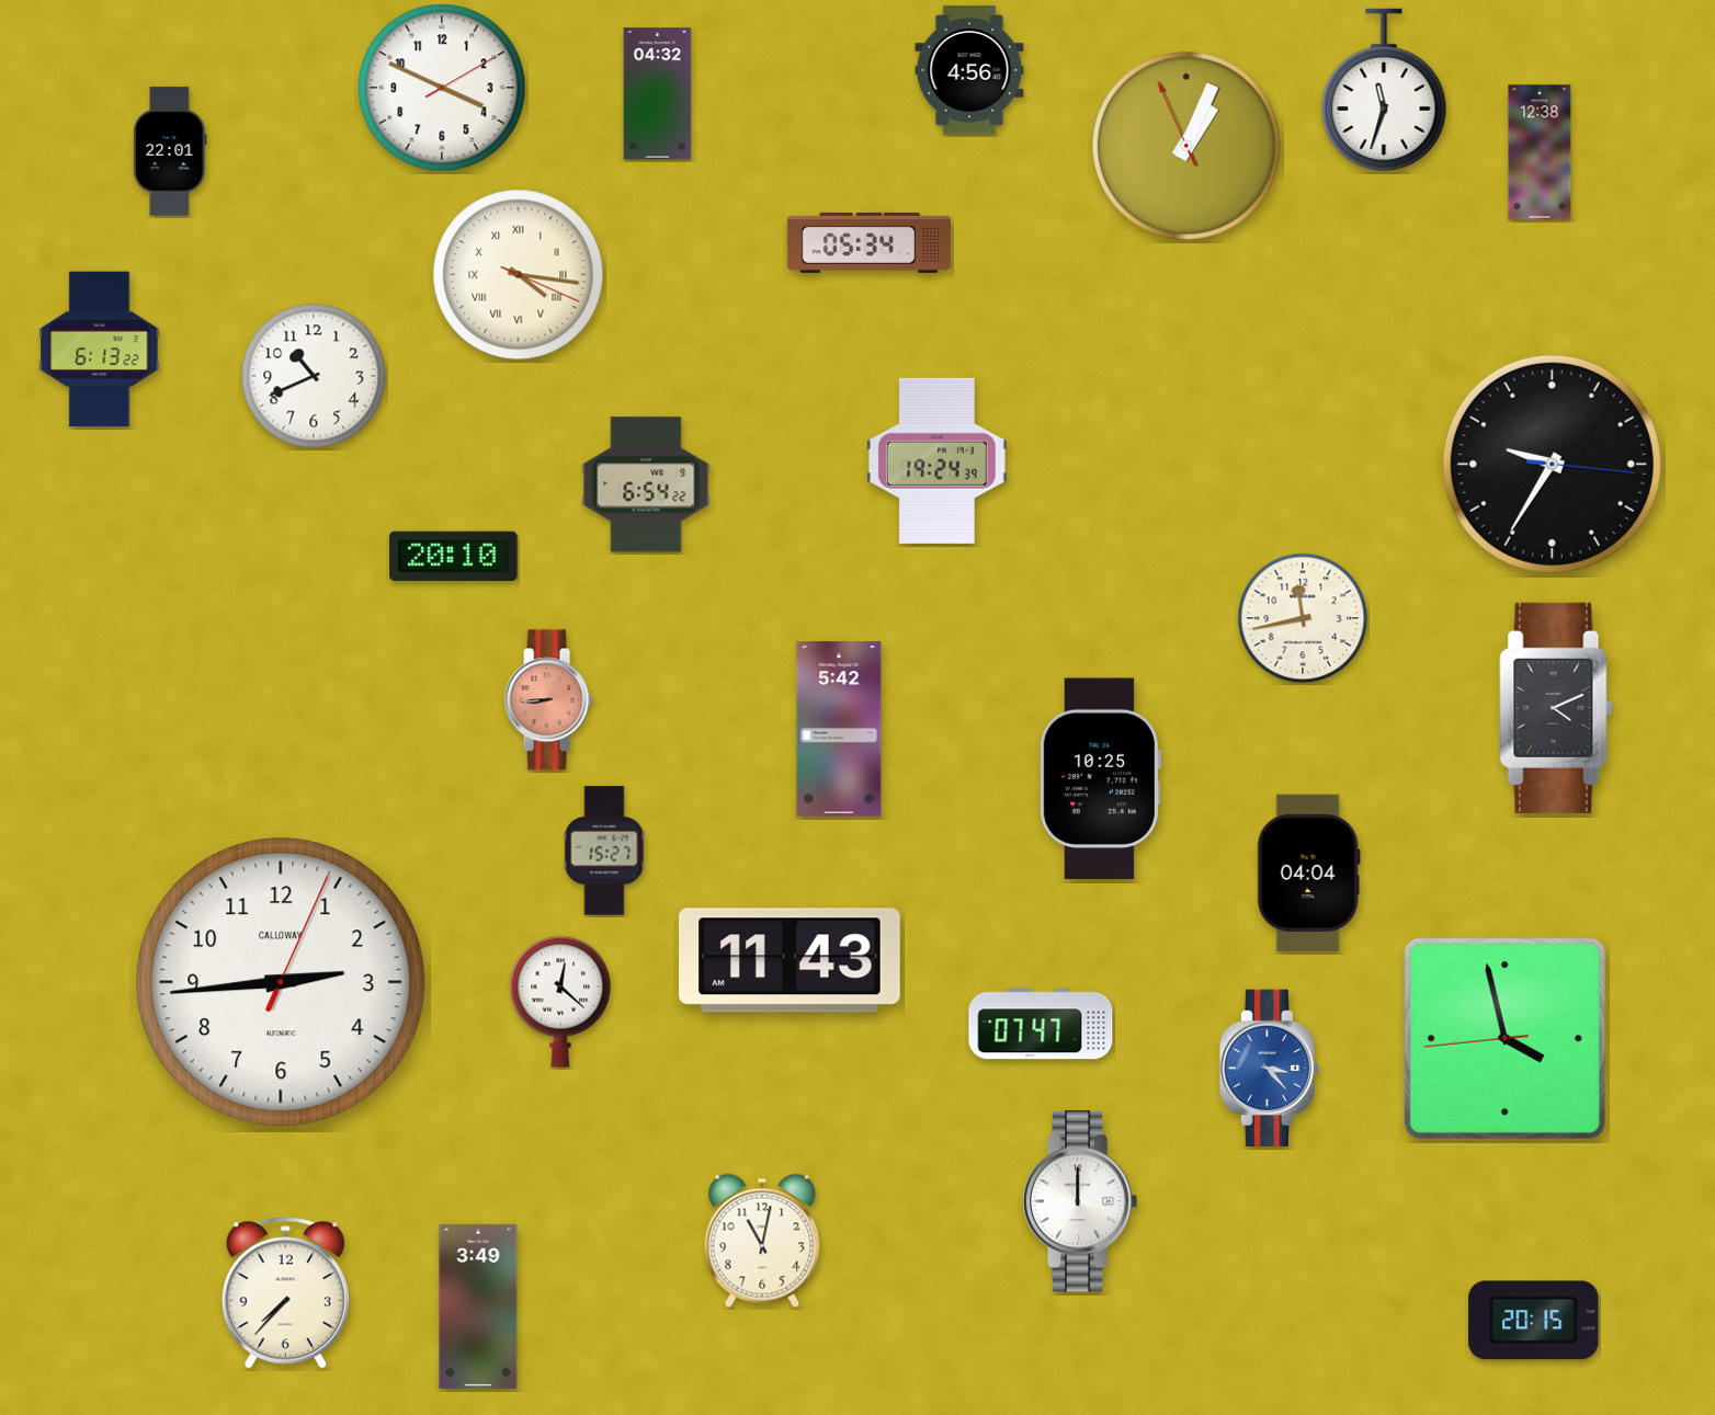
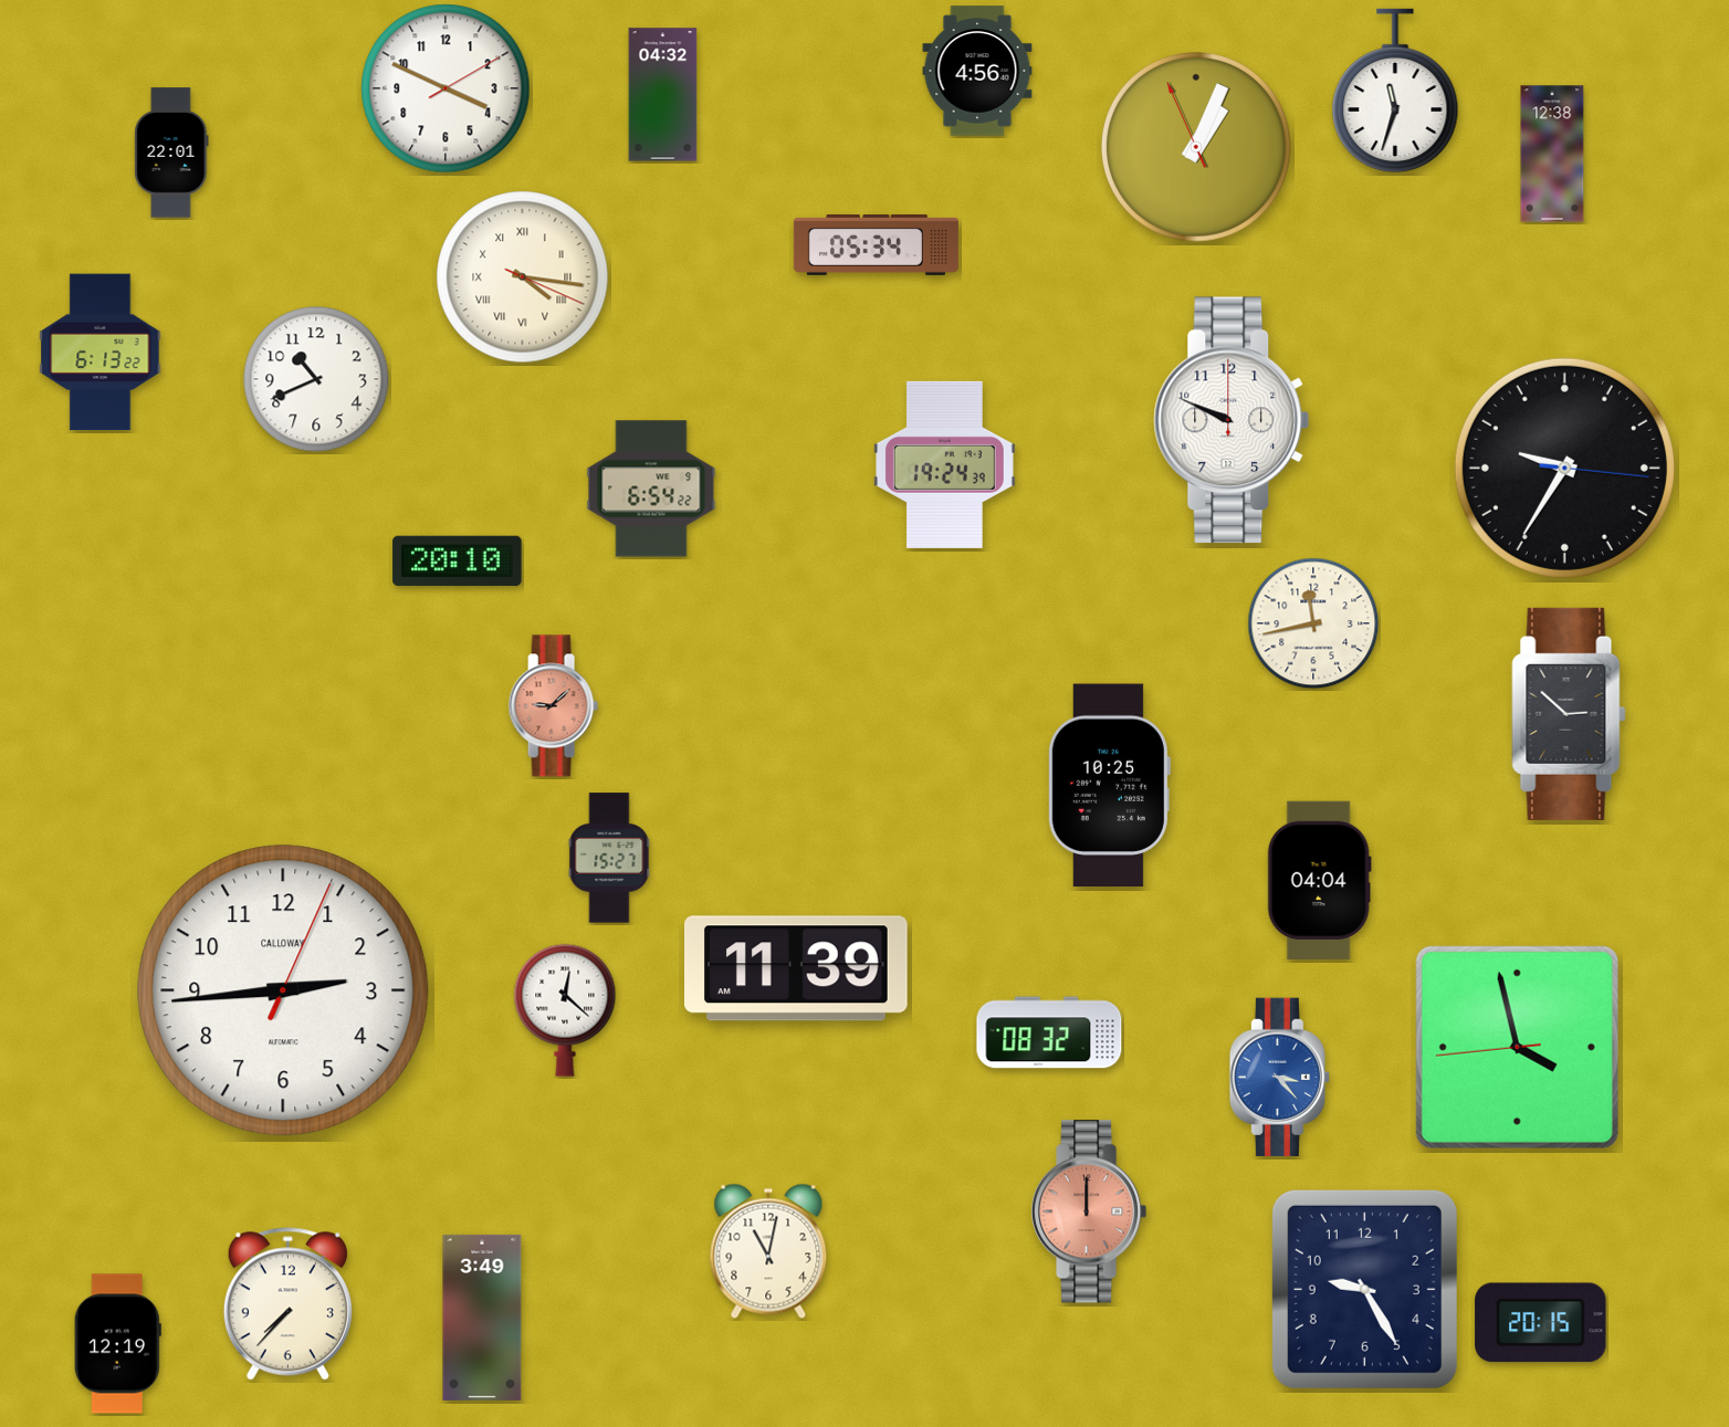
clock at (1232, 420): none -> 9:49
clock at (548, 700): 8:44 -> 9:08
clock at (1556, 708): 4:11 -> 2:52
clock at (839, 729): 5:42 -> none
clock at (791, 960): 11:43 -> 11:39
clock at (1041, 1024): 07:47 -> 08:32
clock at (1080, 1201) dial: white -> salmon
clock at (1364, 1289): none -> 9:25
clock at (1534, 1321) position: (1534, 1321) -> (1541, 1323)
clock at (117, 1344): none -> 12:19
